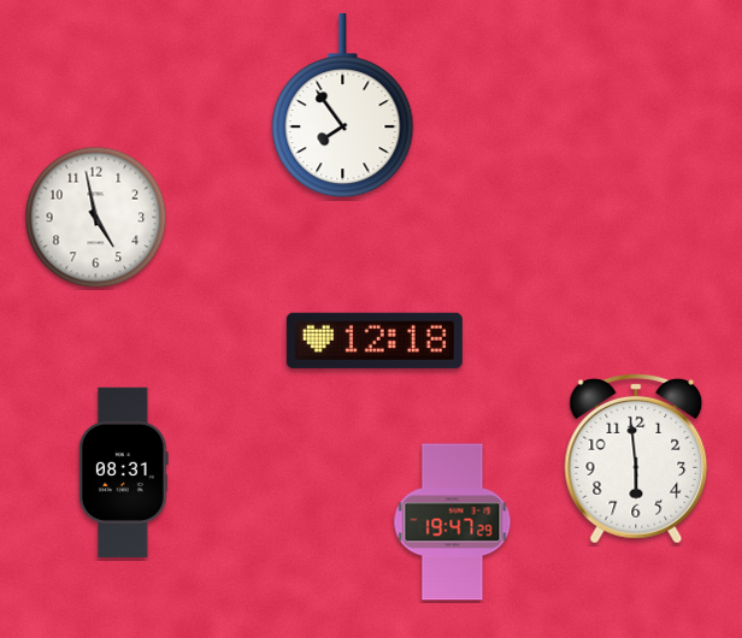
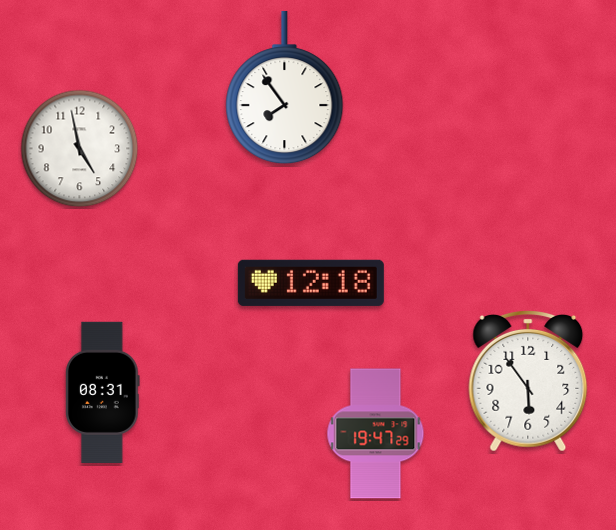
clock at (96, 218) position: (96, 218) -> (80, 149)
clock at (636, 460): 5:59 -> 5:54
